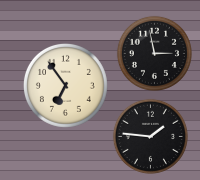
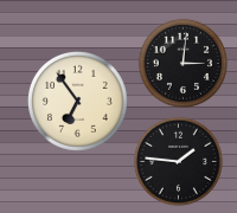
clock at (154, 53): 2:58 -> 3:01
